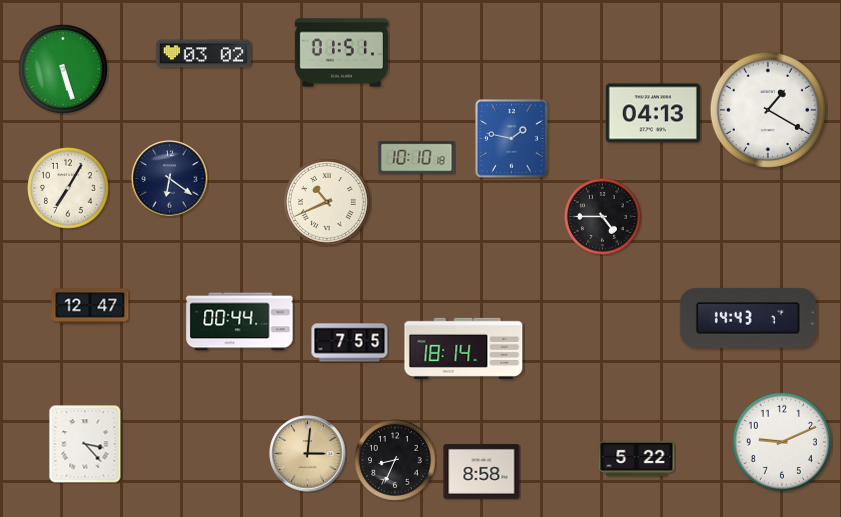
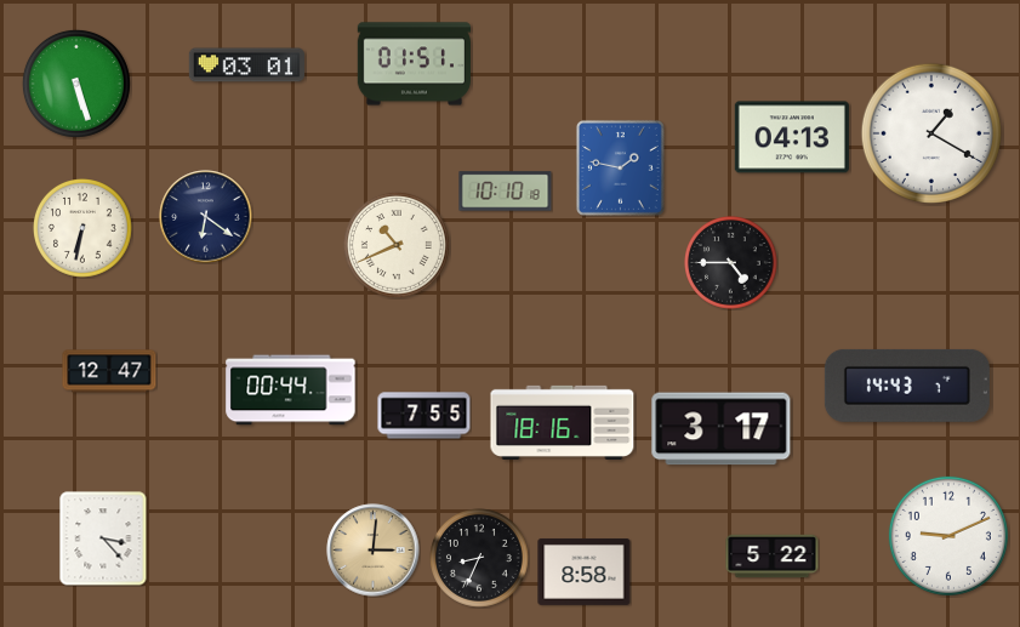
clock at (203, 54): 03:02 -> 03:01
clock at (69, 189): 7:05 -> 6:32
clock at (464, 348): 18:14 -> 18:16
clock at (722, 429): none -> 3:17
